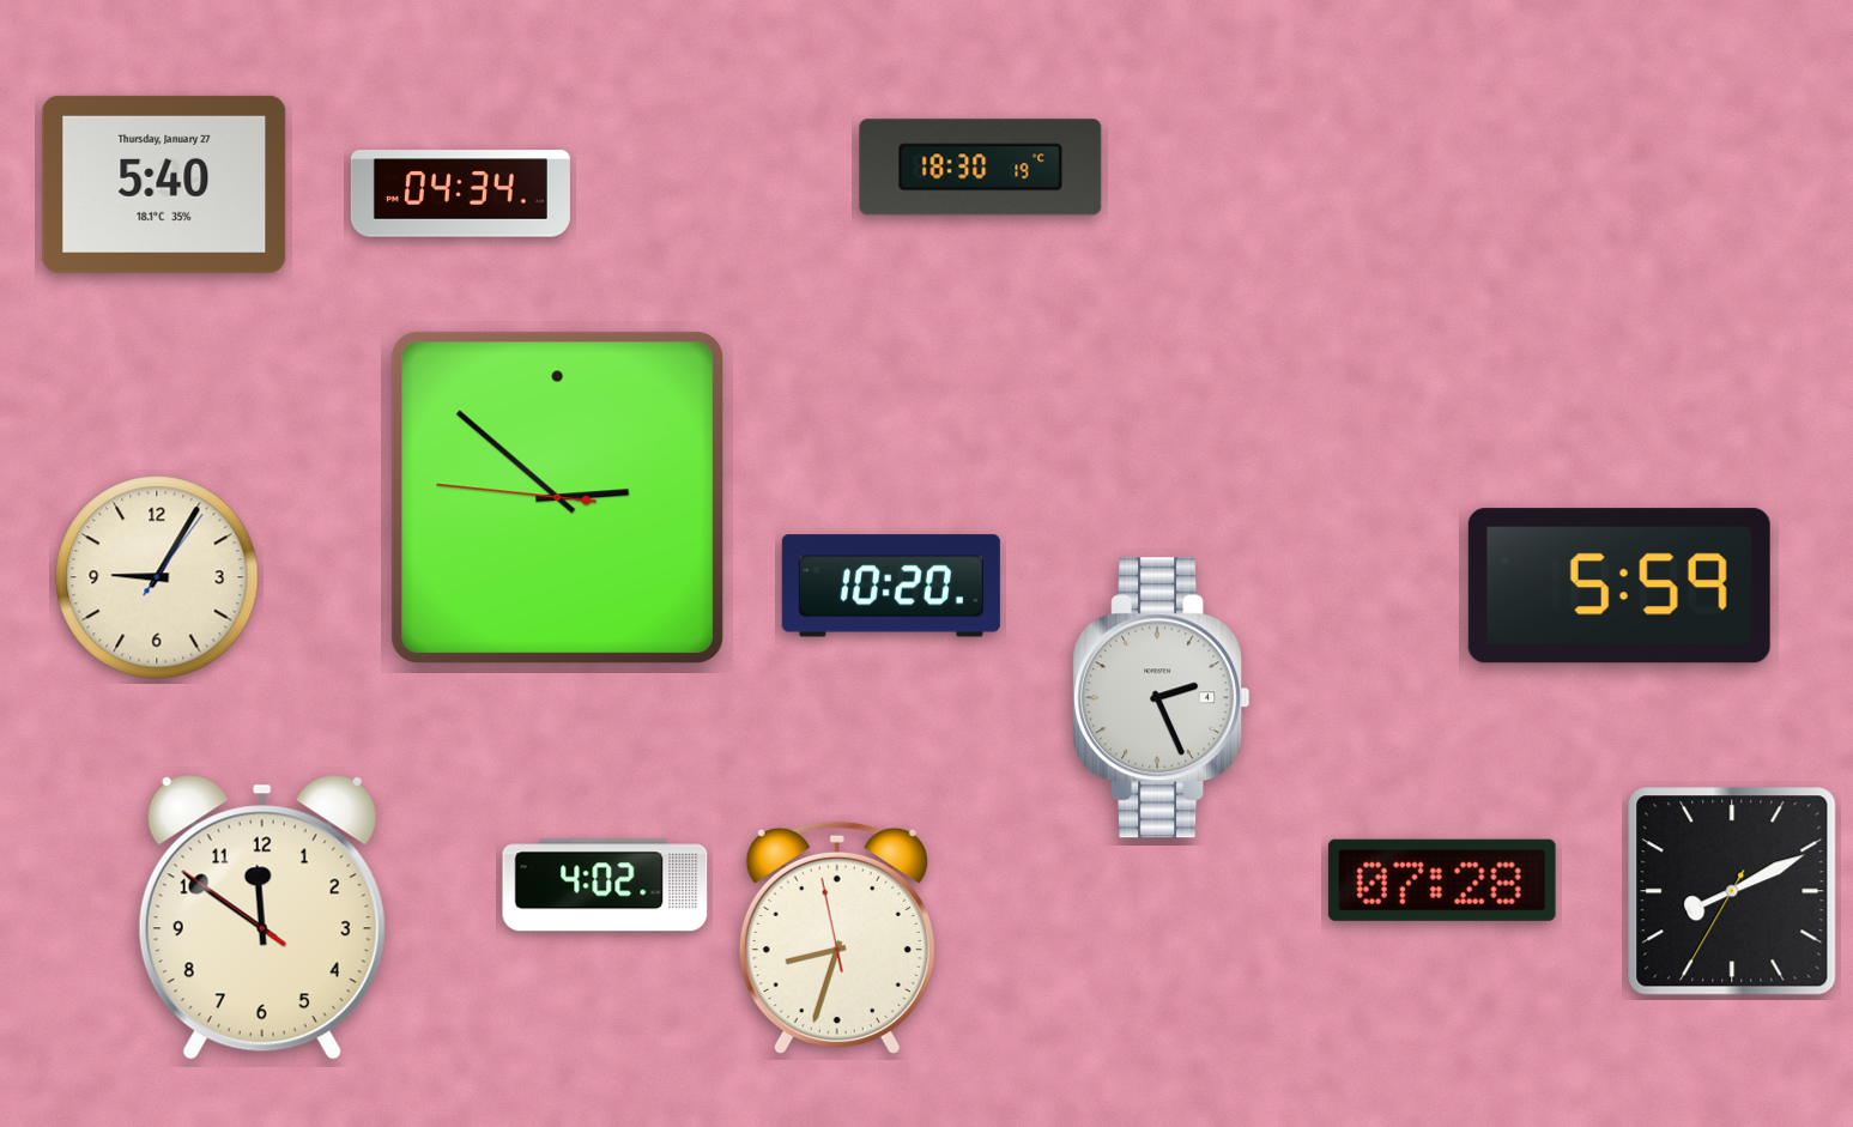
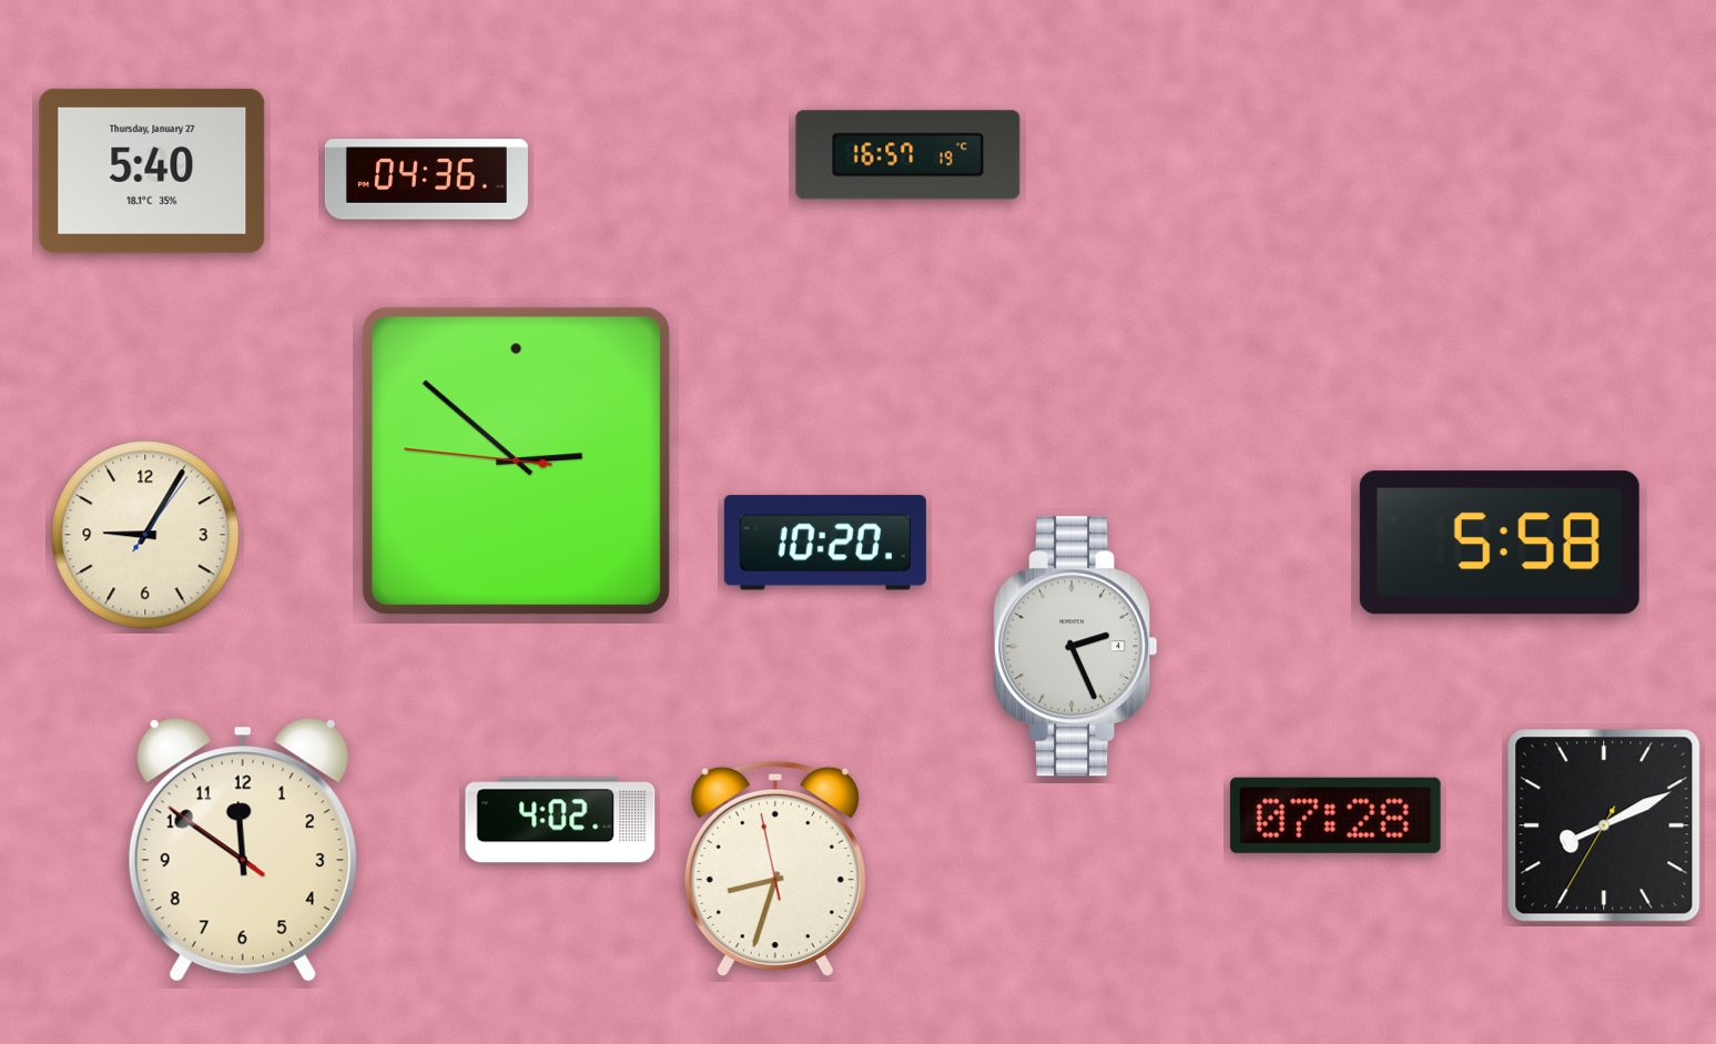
clock at (981, 168): 18:30 -> 16:57
clock at (460, 194): 04:34 -> 04:36
clock at (1619, 586): 5:59 -> 5:58
